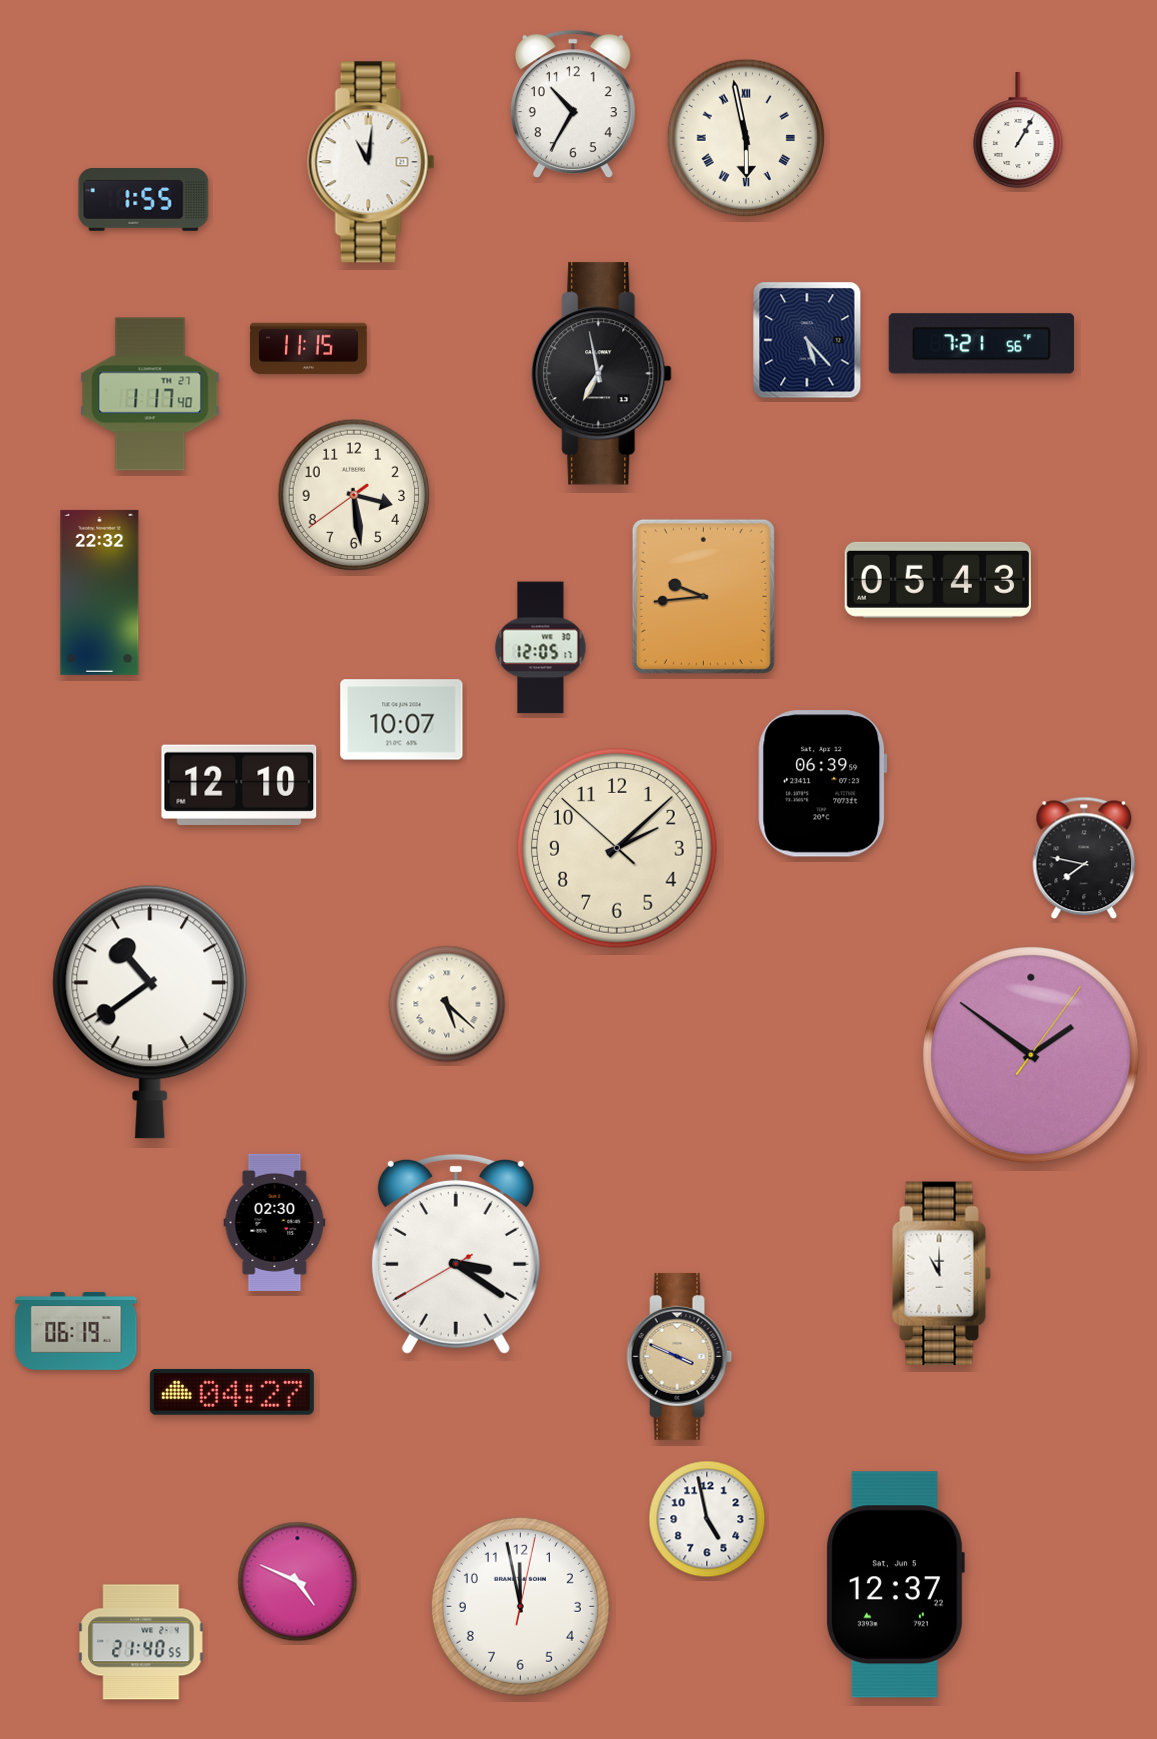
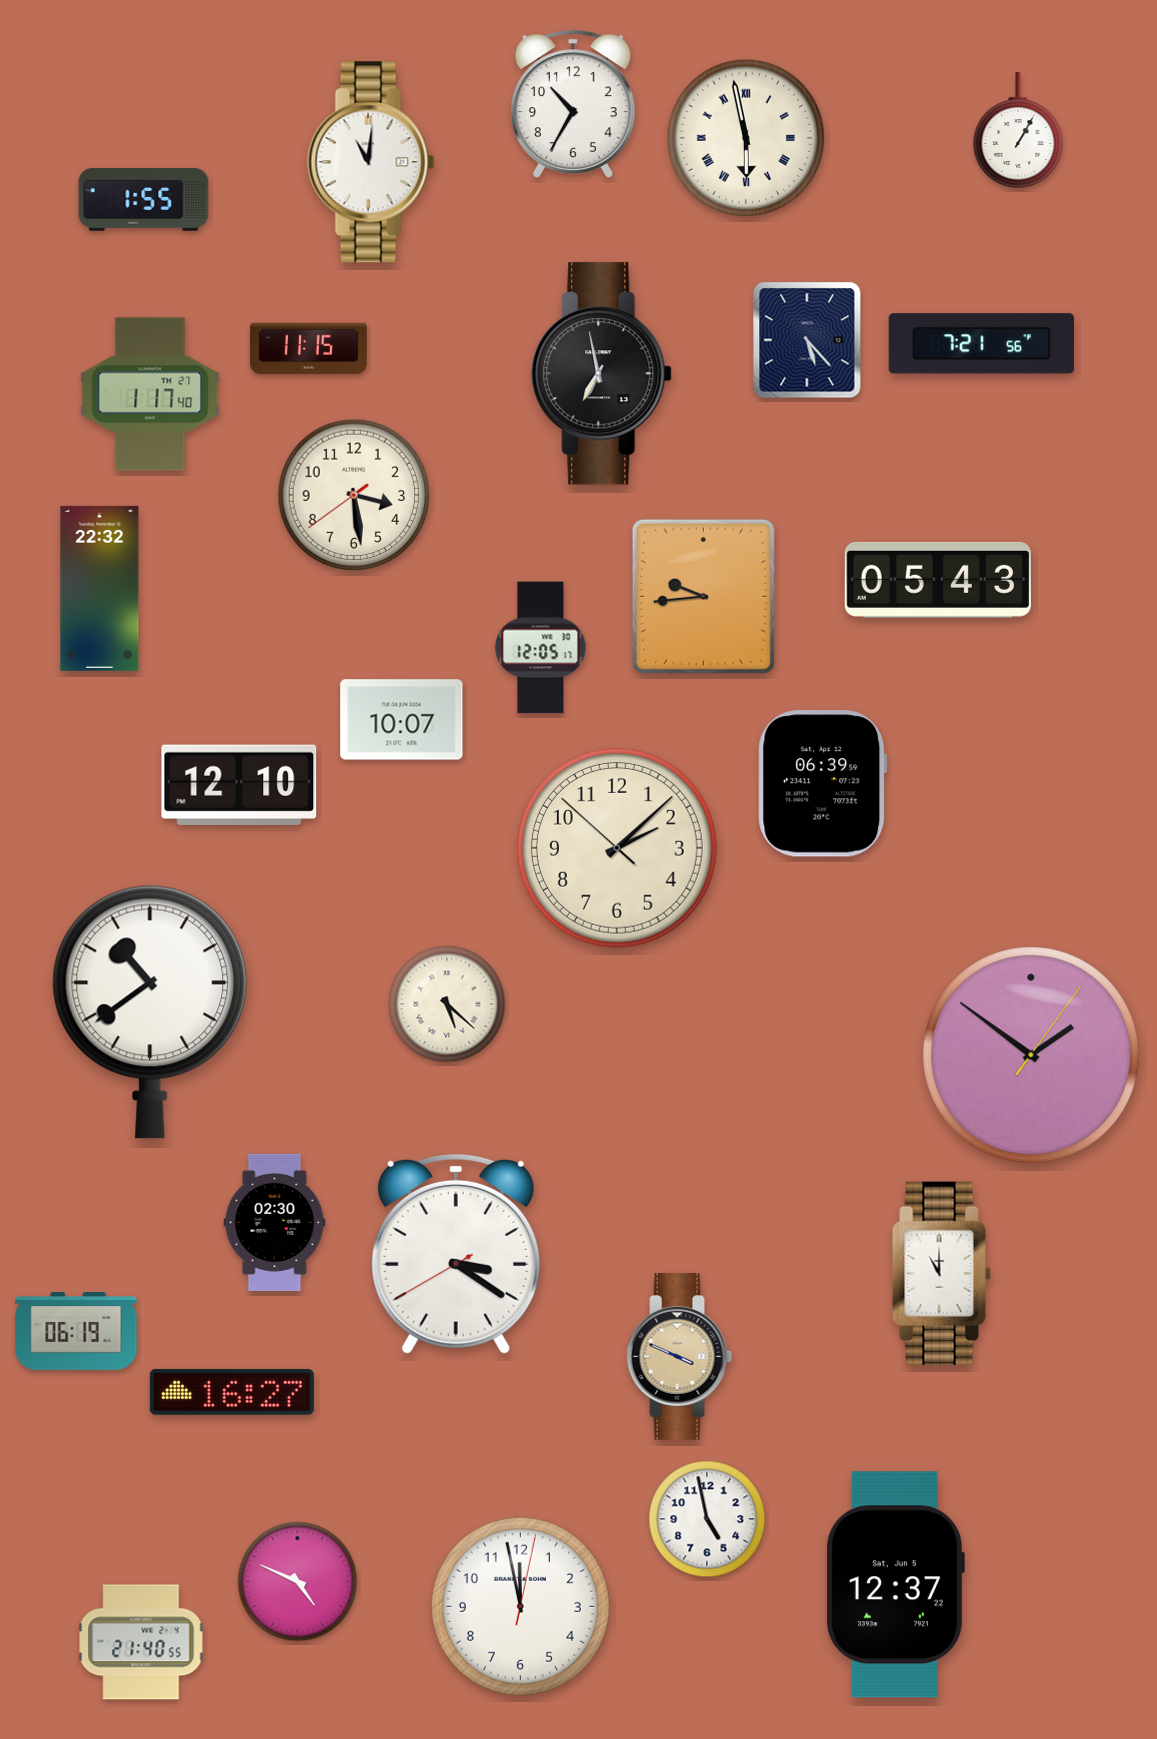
clock at (100, 592) position: (100, 592) -> (100, 588)
clock at (1084, 858): 7:47 -> none
clock at (232, 1392): 04:27 -> 16:27
